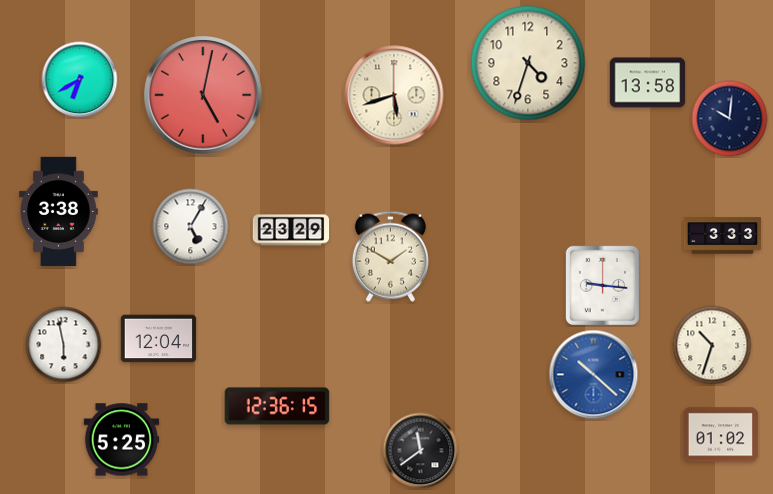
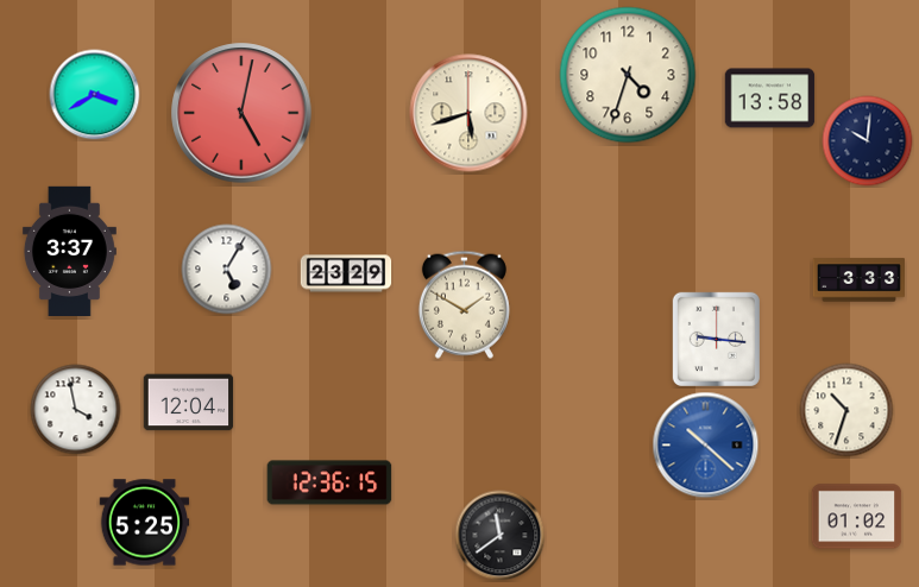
clock at (80, 80): 6:40 -> 3:40
clock at (58, 211): 3:38 -> 3:37
clock at (64, 345): 5:58 -> 3:58
